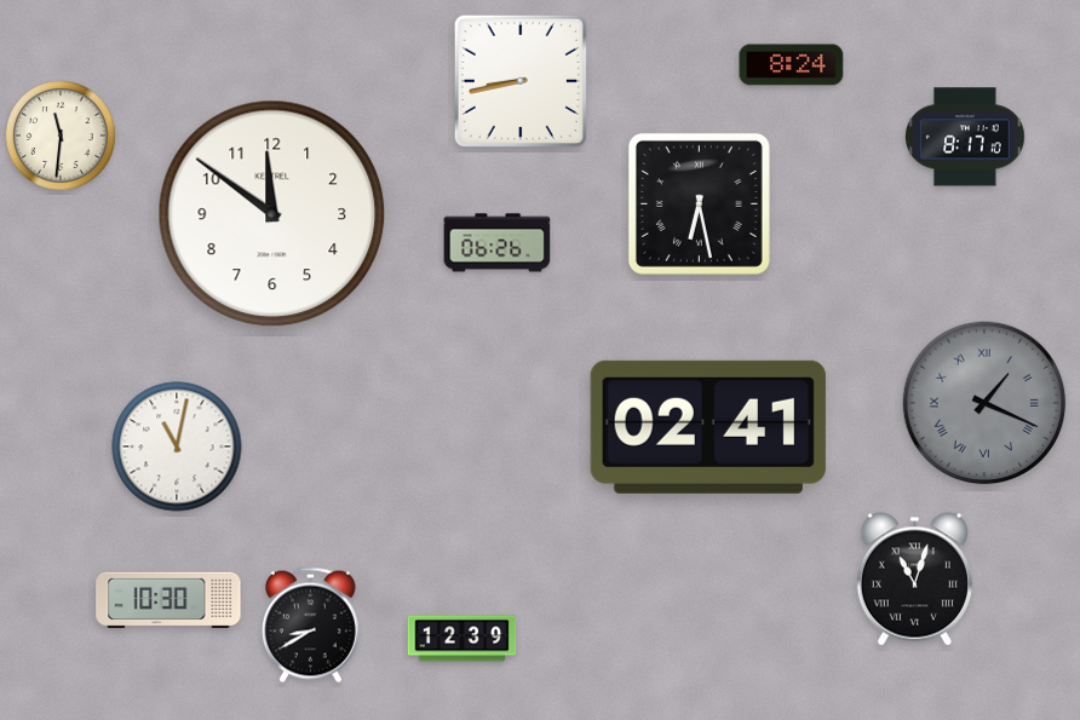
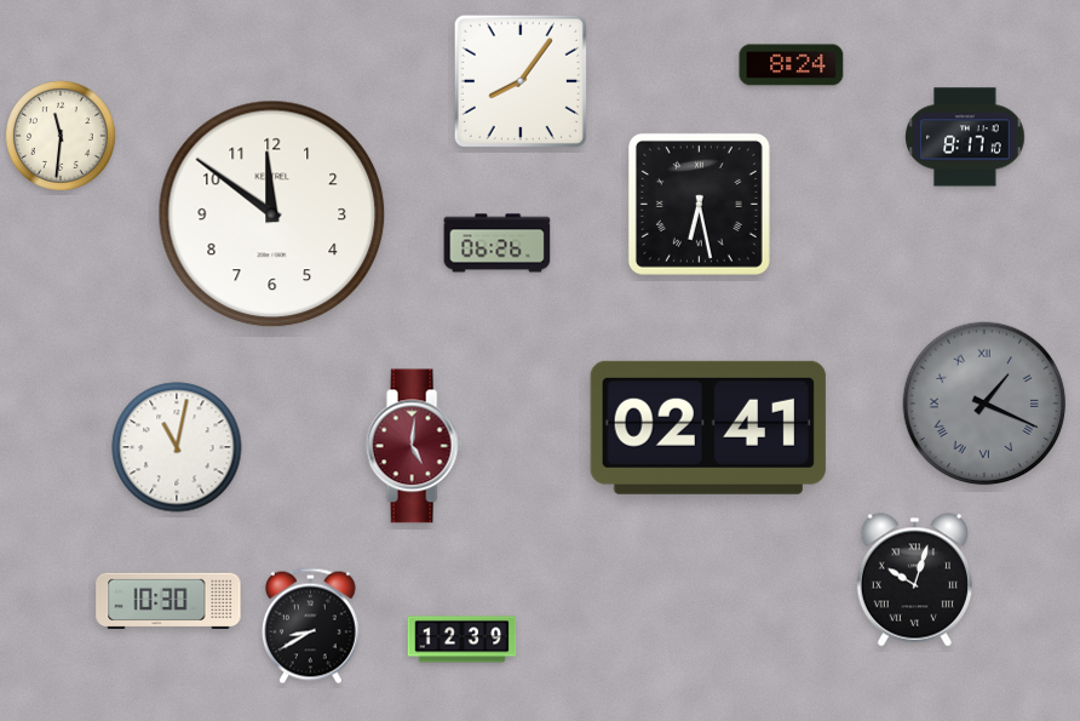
clock at (521, 81): 8:43 -> 8:06
clock at (414, 446): none -> 5:01
clock at (914, 580): 11:03 -> 10:03
